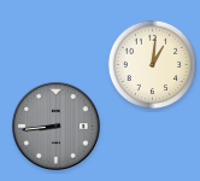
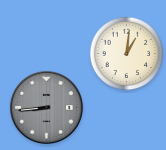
clock at (55, 125) position: (55, 125) -> (46, 107)
